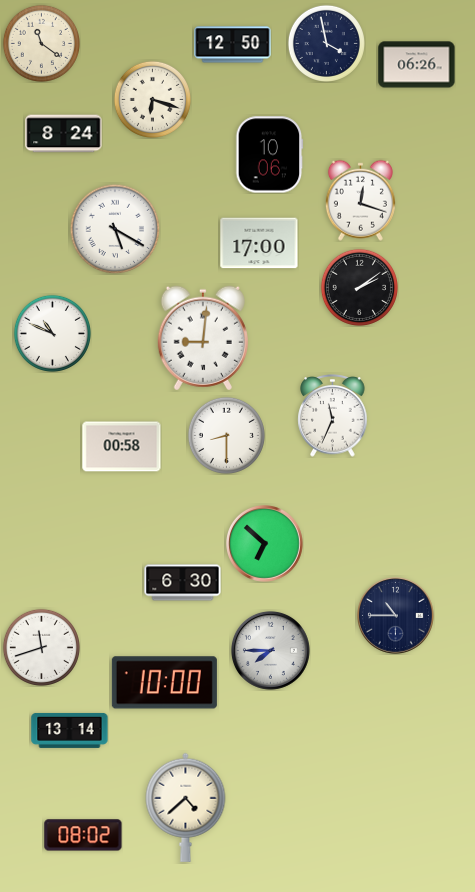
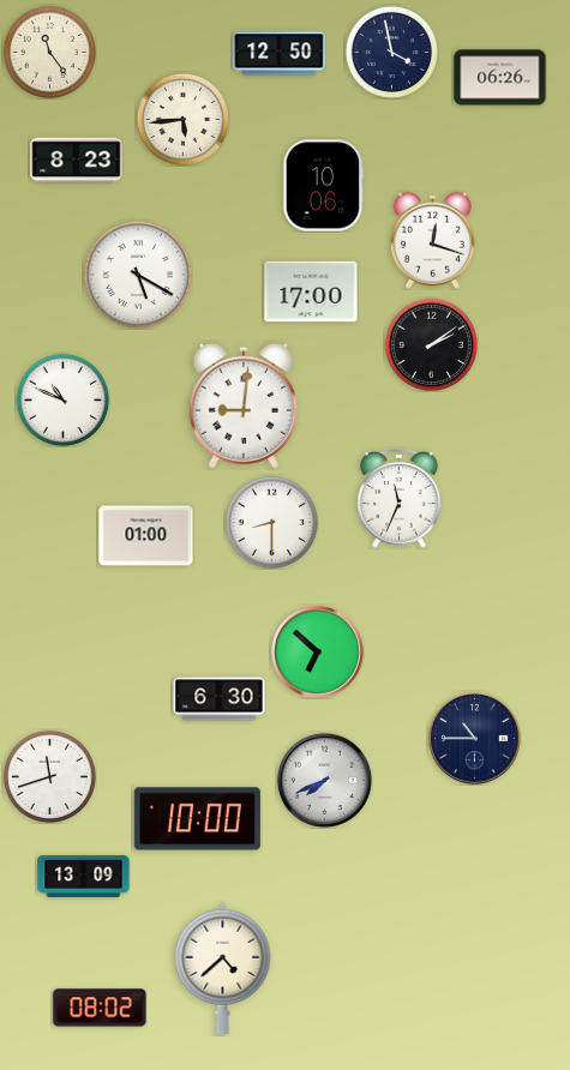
clock at (41, 43): 11:21 -> 11:24
clock at (152, 99): 6:18 -> 5:44
clock at (64, 134): 8:24 -> 8:23
clock at (122, 447): 00:58 -> 01:00
clock at (270, 650): 7:45 -> 7:41
clock at (70, 730): 13:14 -> 13:09
clock at (83, 835) position: (83, 835) -> (100, 1008)
